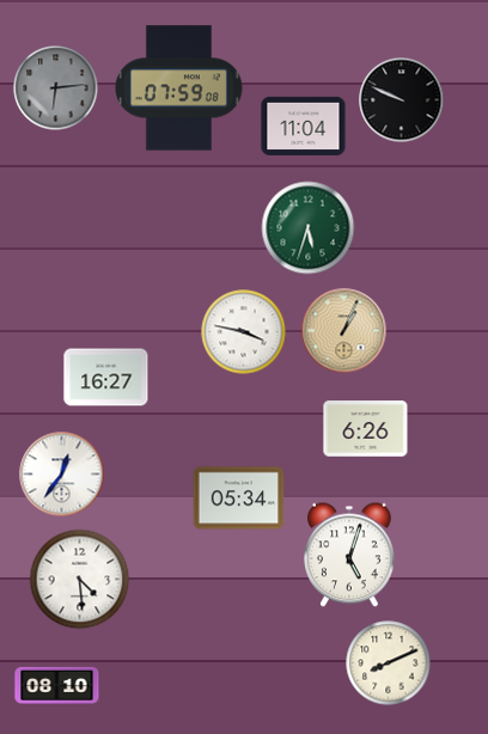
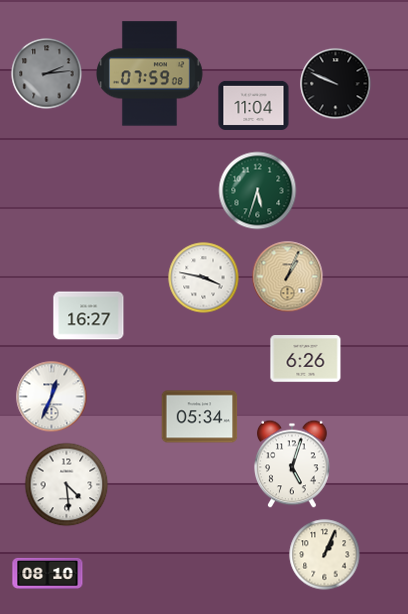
clock at (56, 88): 6:14 -> 2:14
clock at (62, 475): 12:36 -> 12:34
clock at (389, 663): 8:11 -> 1:04
